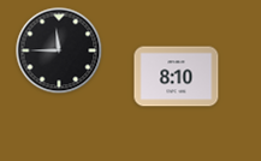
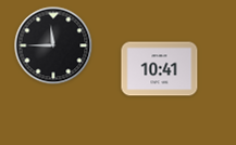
clock at (177, 77): 8:10 -> 10:41
